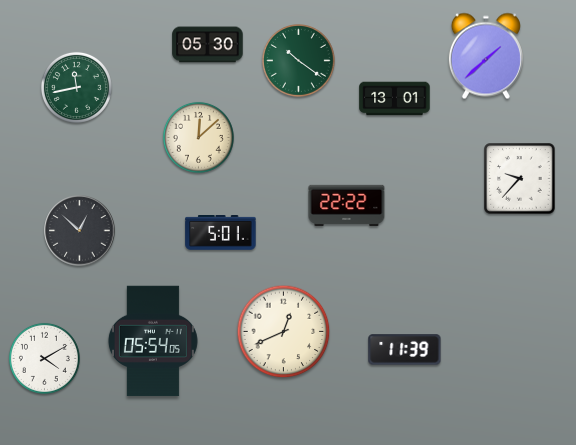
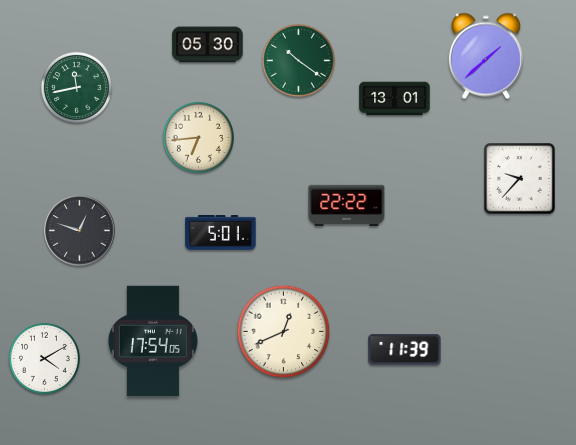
clock at (198, 137): 12:08 -> 6:44
clock at (80, 231): 12:52 -> 12:48
clock at (153, 341): 05:54 -> 17:54
